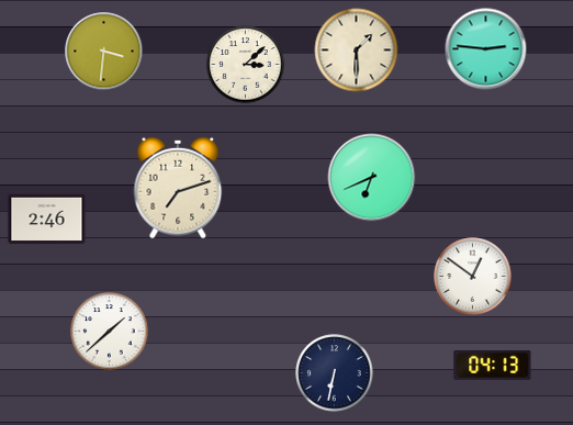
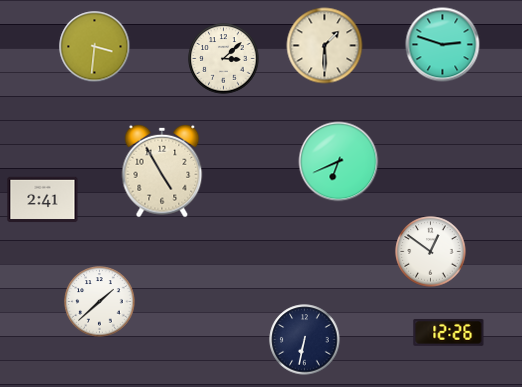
clock at (486, 49): 2:46 -> 2:48
clock at (178, 188): 7:12 -> 4:55
clock at (47, 220): 2:46 -> 2:41
clock at (493, 365): 04:13 -> 12:26
